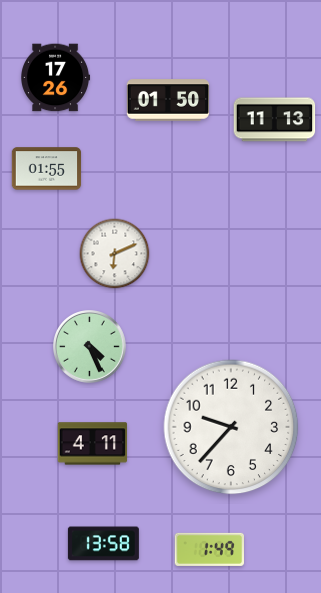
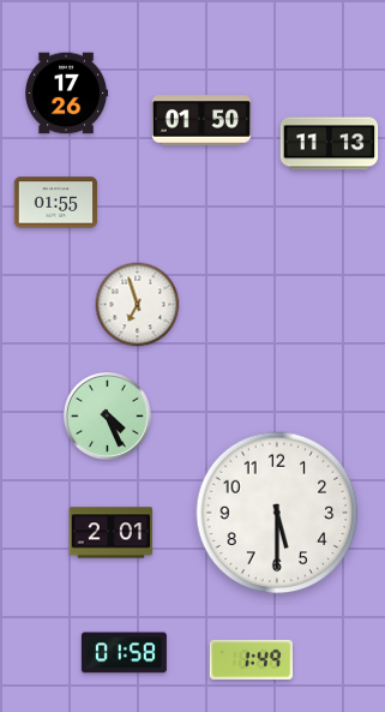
clock at (115, 254): 6:11 -> 6:57
clock at (231, 427): 9:37 -> 5:30
clock at (93, 444): 4:11 -> 2:01
clock at (103, 544): 13:58 -> 01:58
